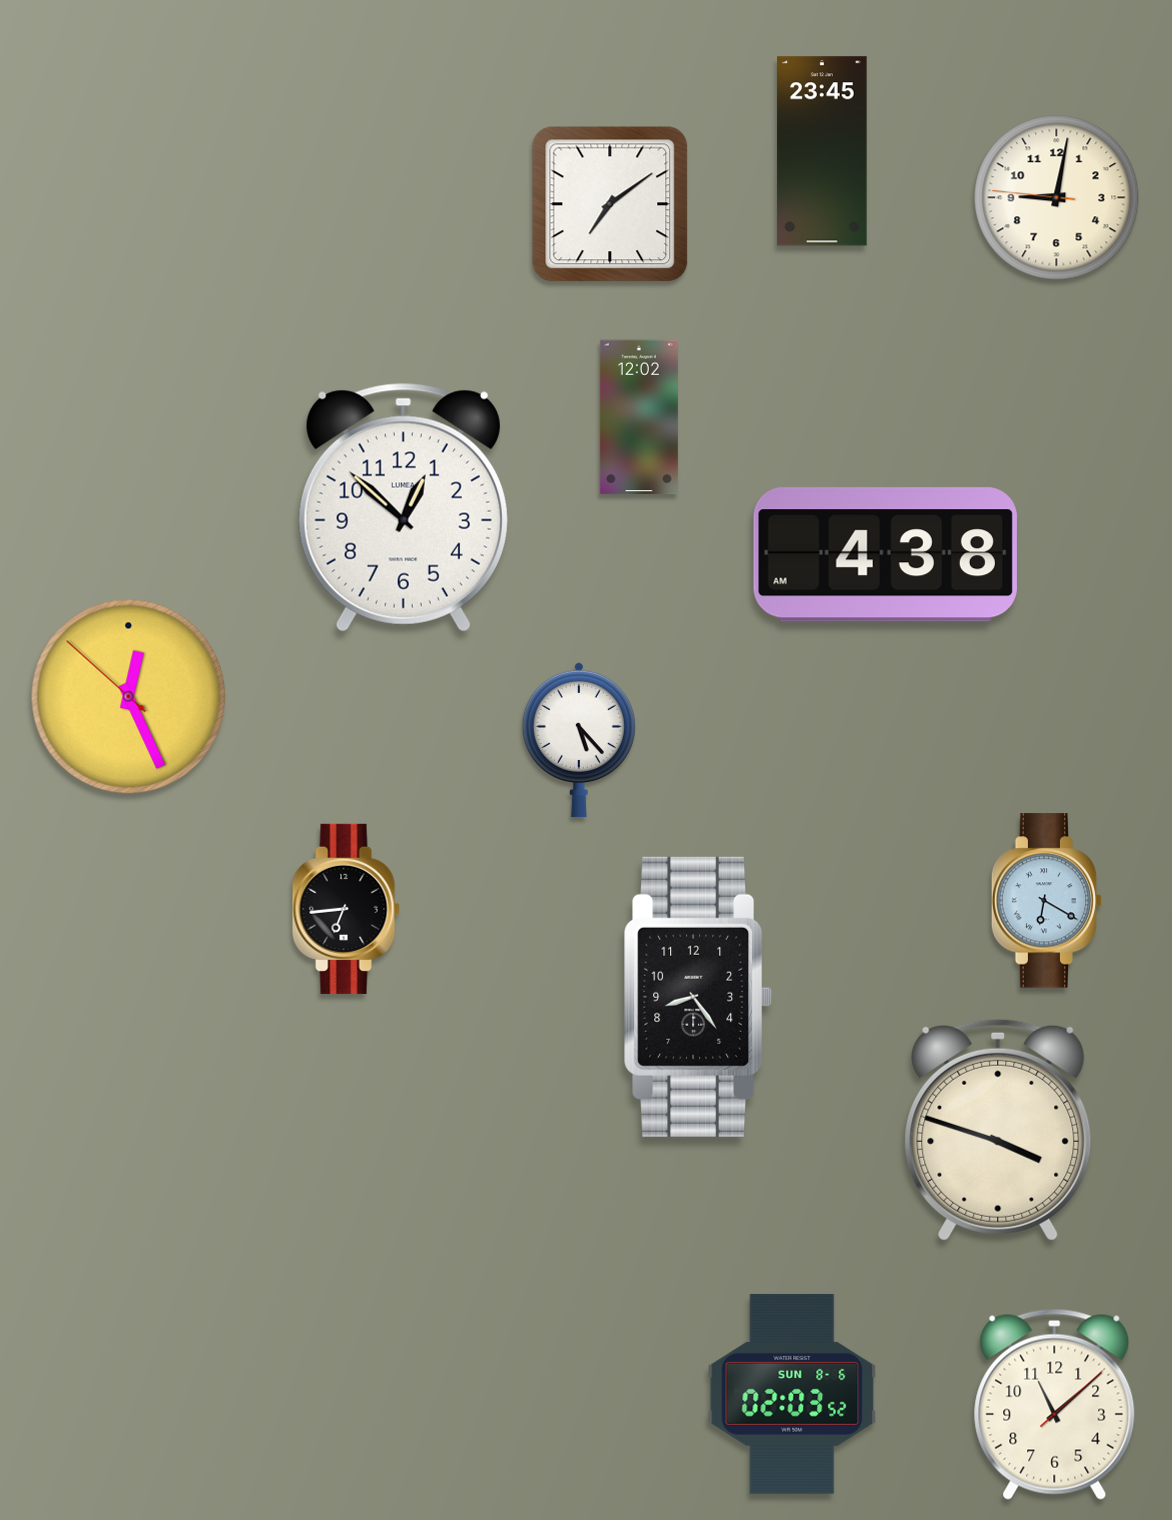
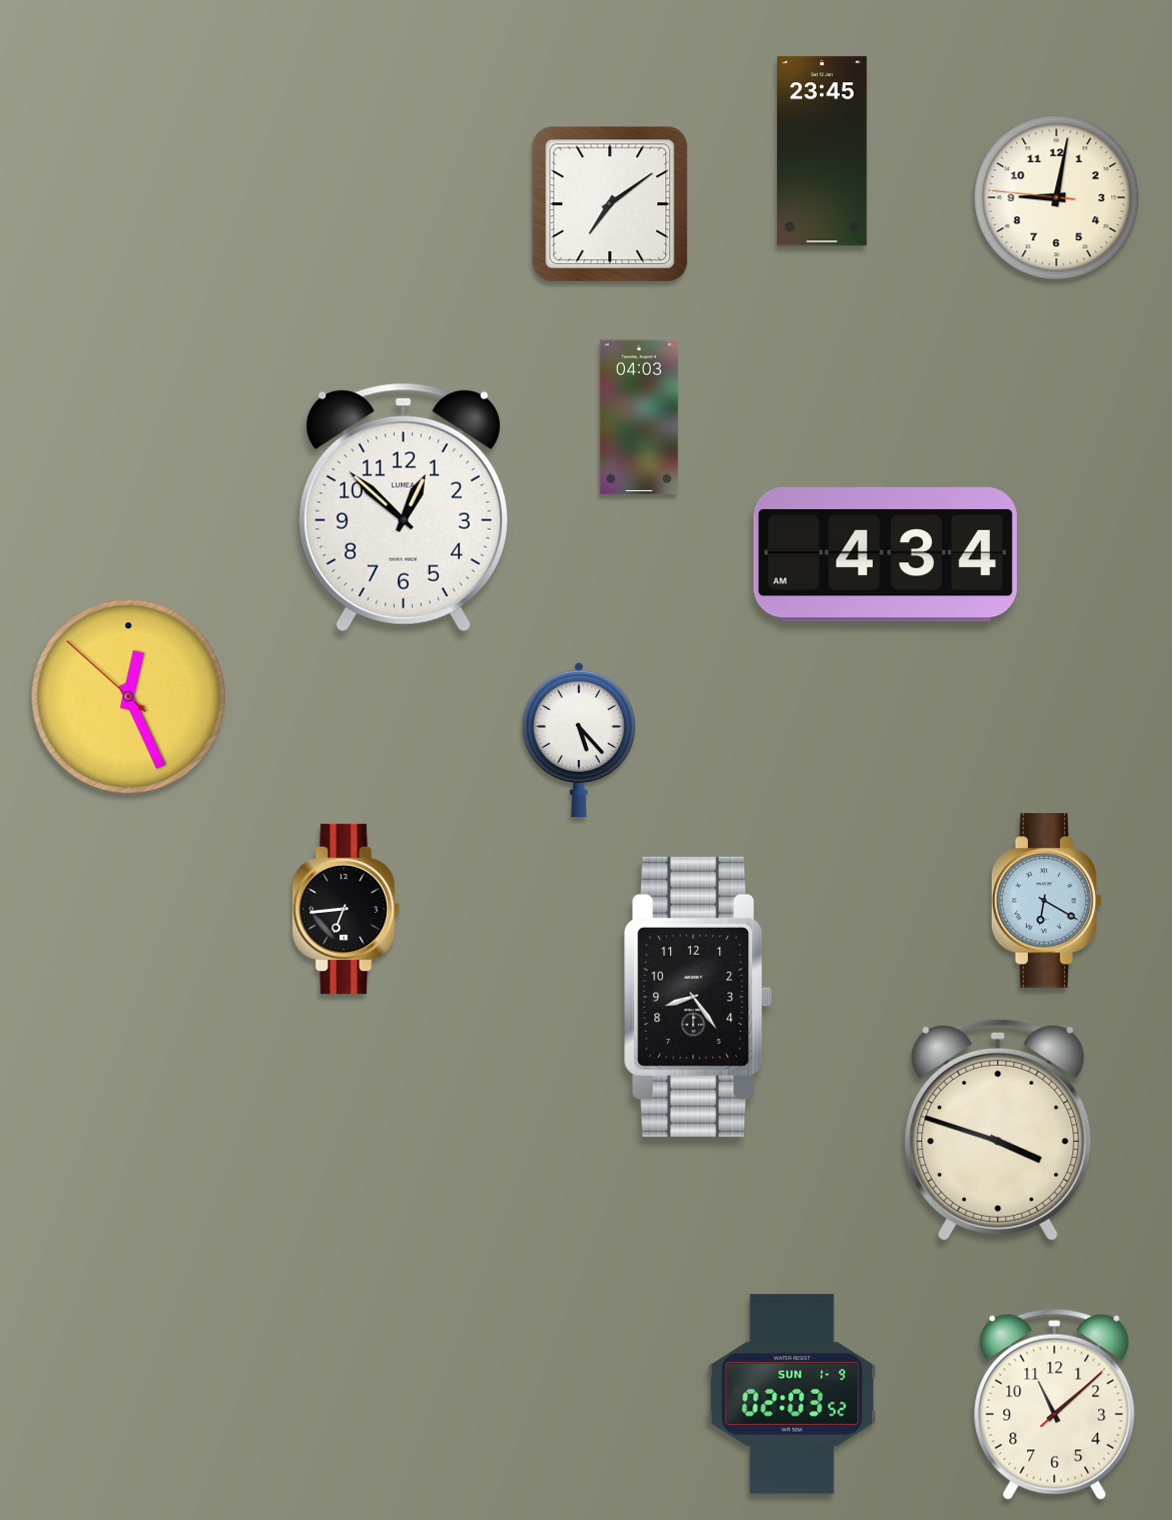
clock at (639, 417): 12:02 -> 04:03
clock at (885, 555): 4:38 -> 4:34
clock at (792, 1394) date: SUN 8-6 -> SUN 1-9
